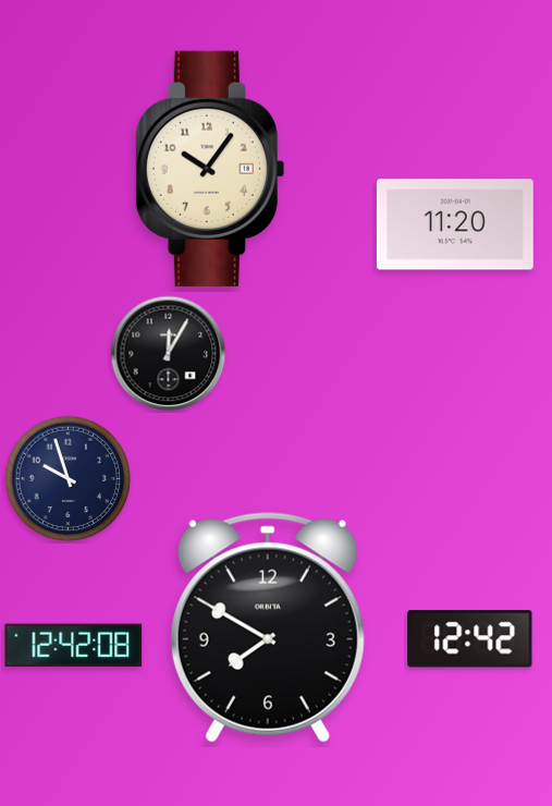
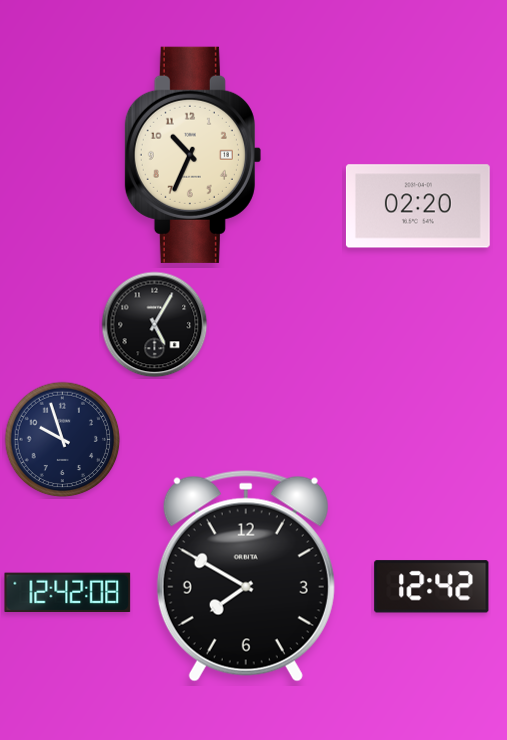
clock at (210, 169): 10:06 -> 10:34
clock at (455, 224): 11:20 -> 02:20
clock at (169, 354): 12:05 -> 5:05
